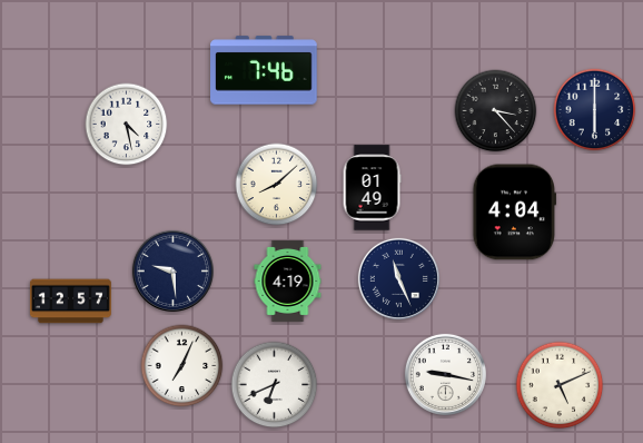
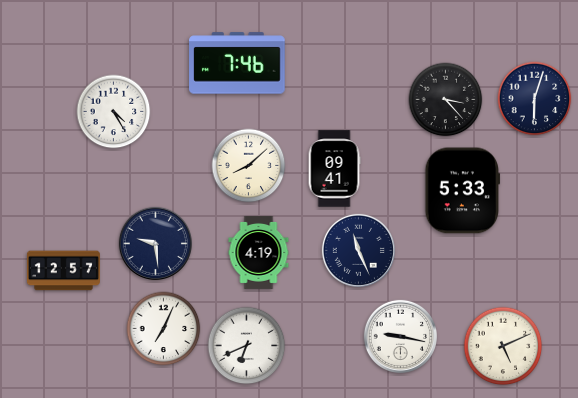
clock at (595, 110): 6:00 -> 6:03
clock at (127, 125): 4:28 -> 4:25
clock at (372, 188): 01:49 -> 09:41
clock at (515, 213): 4:04 -> 5:33
